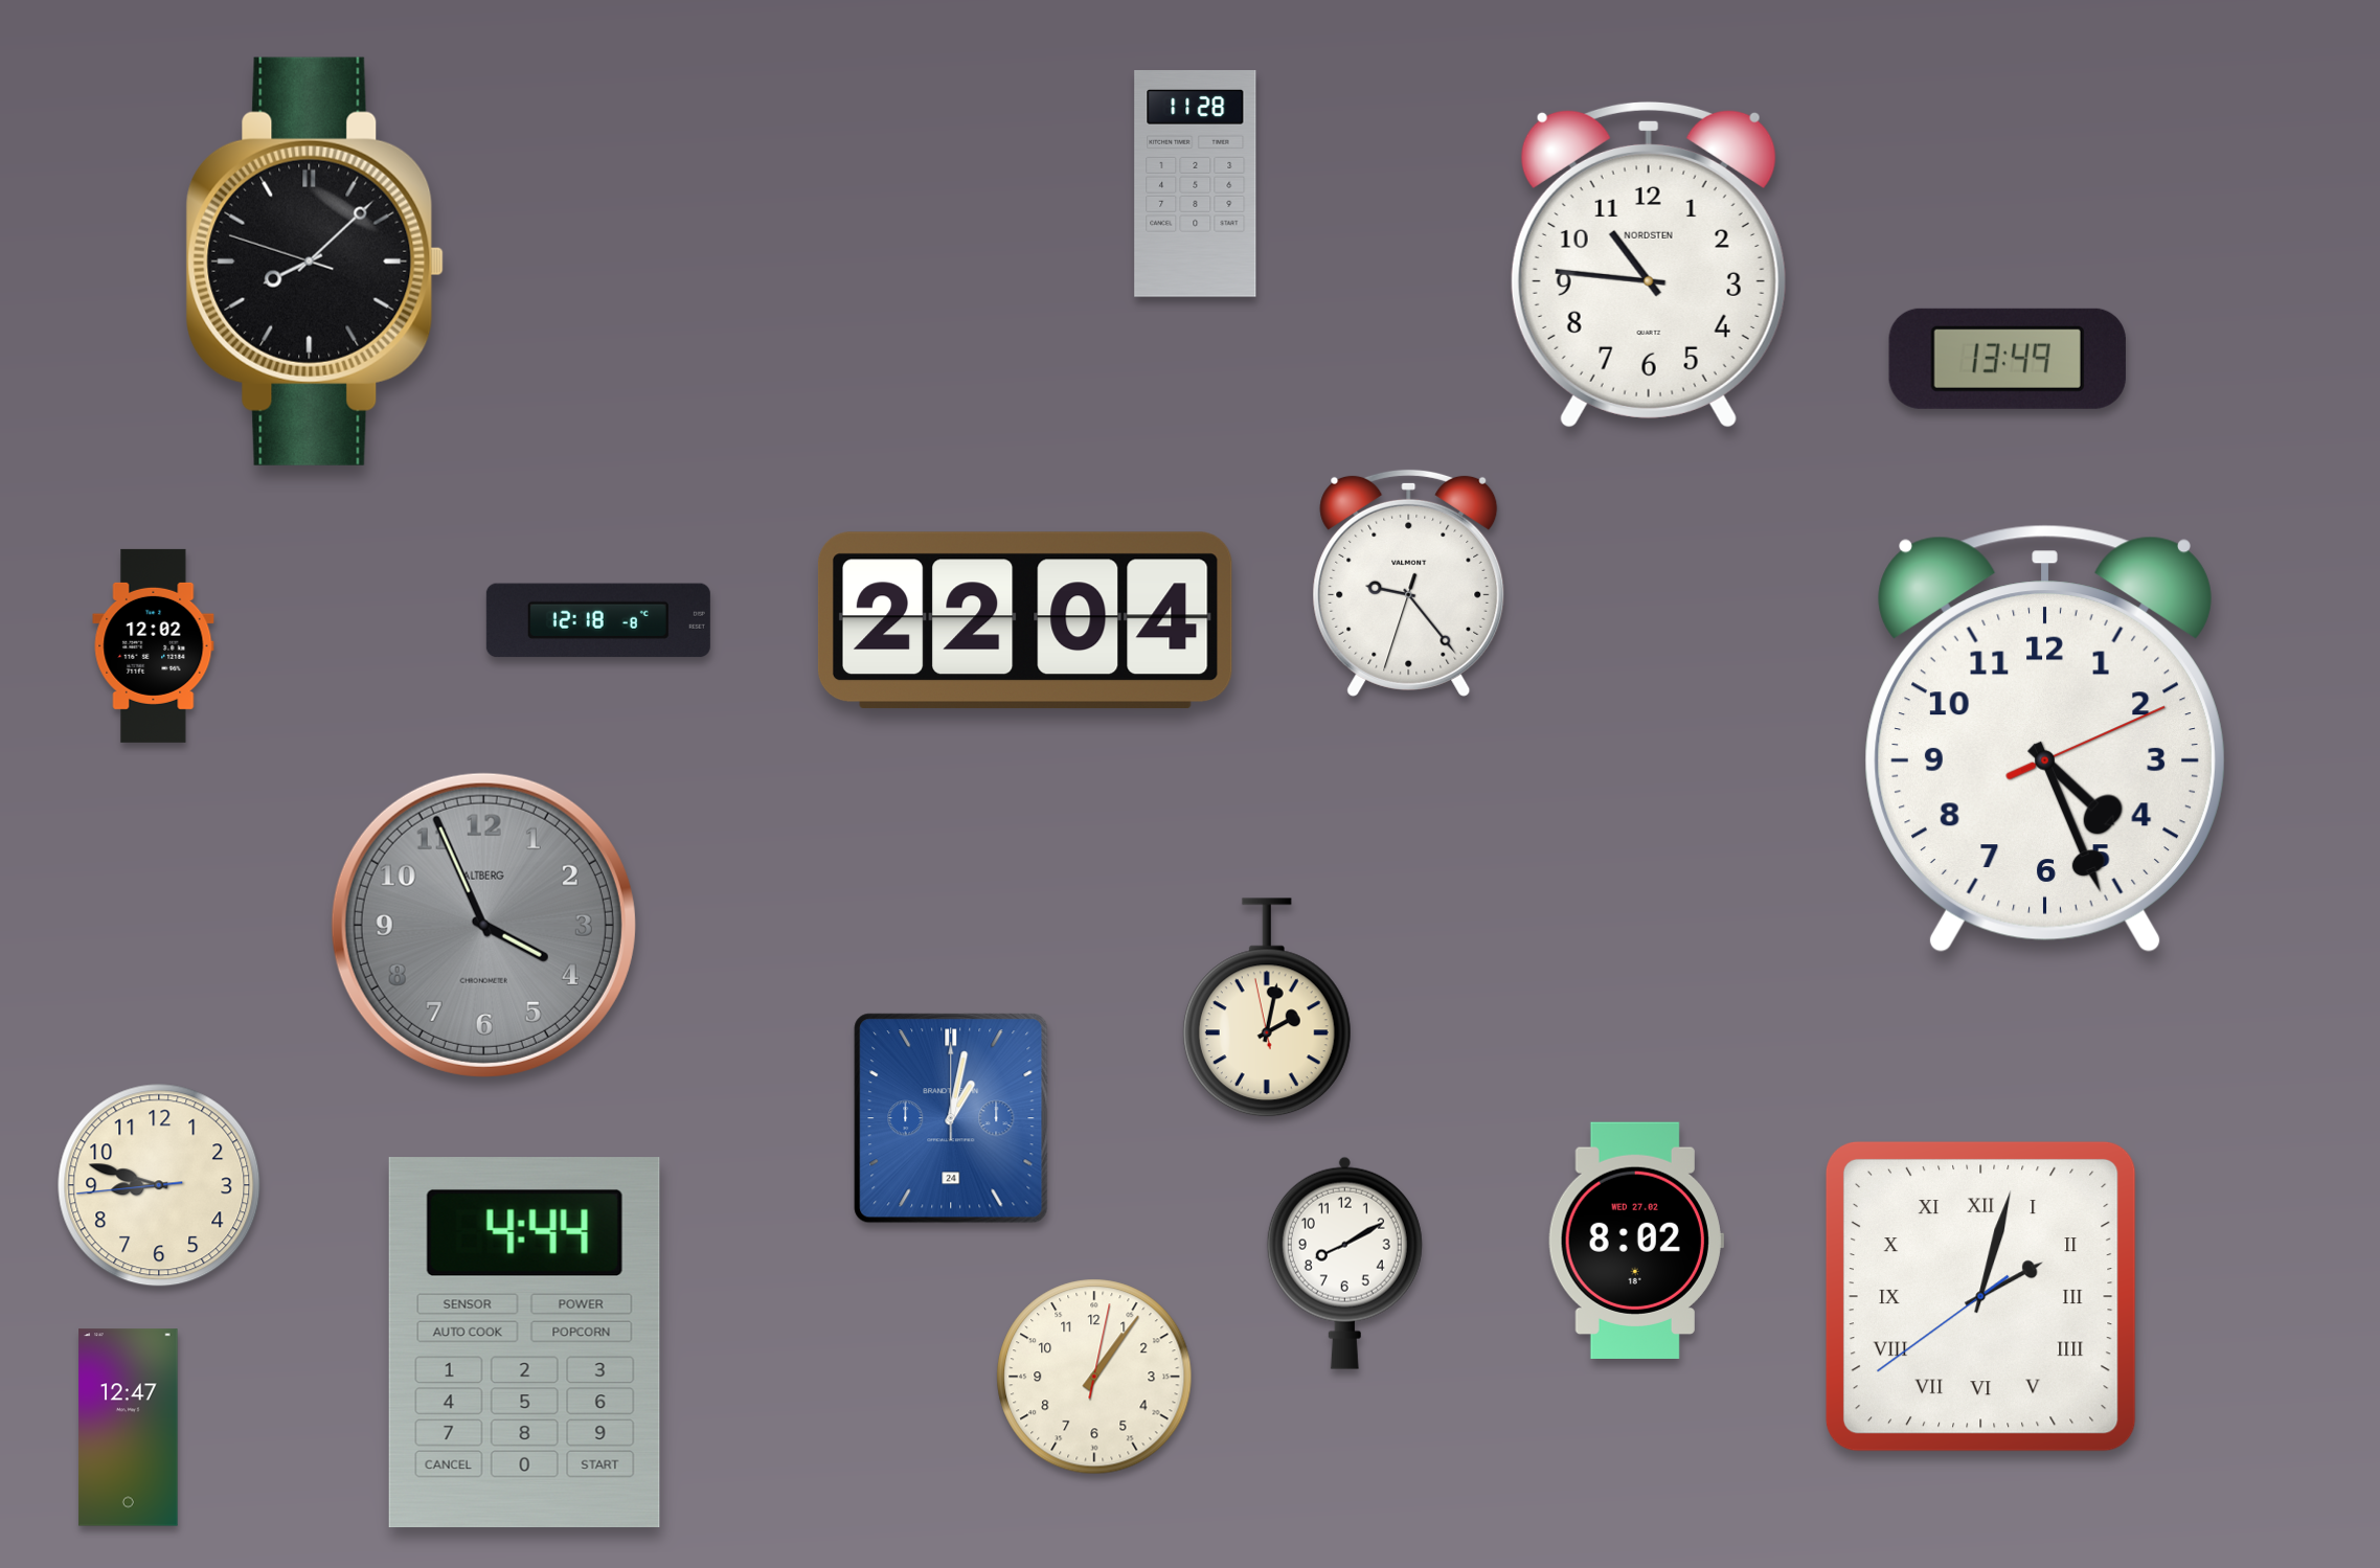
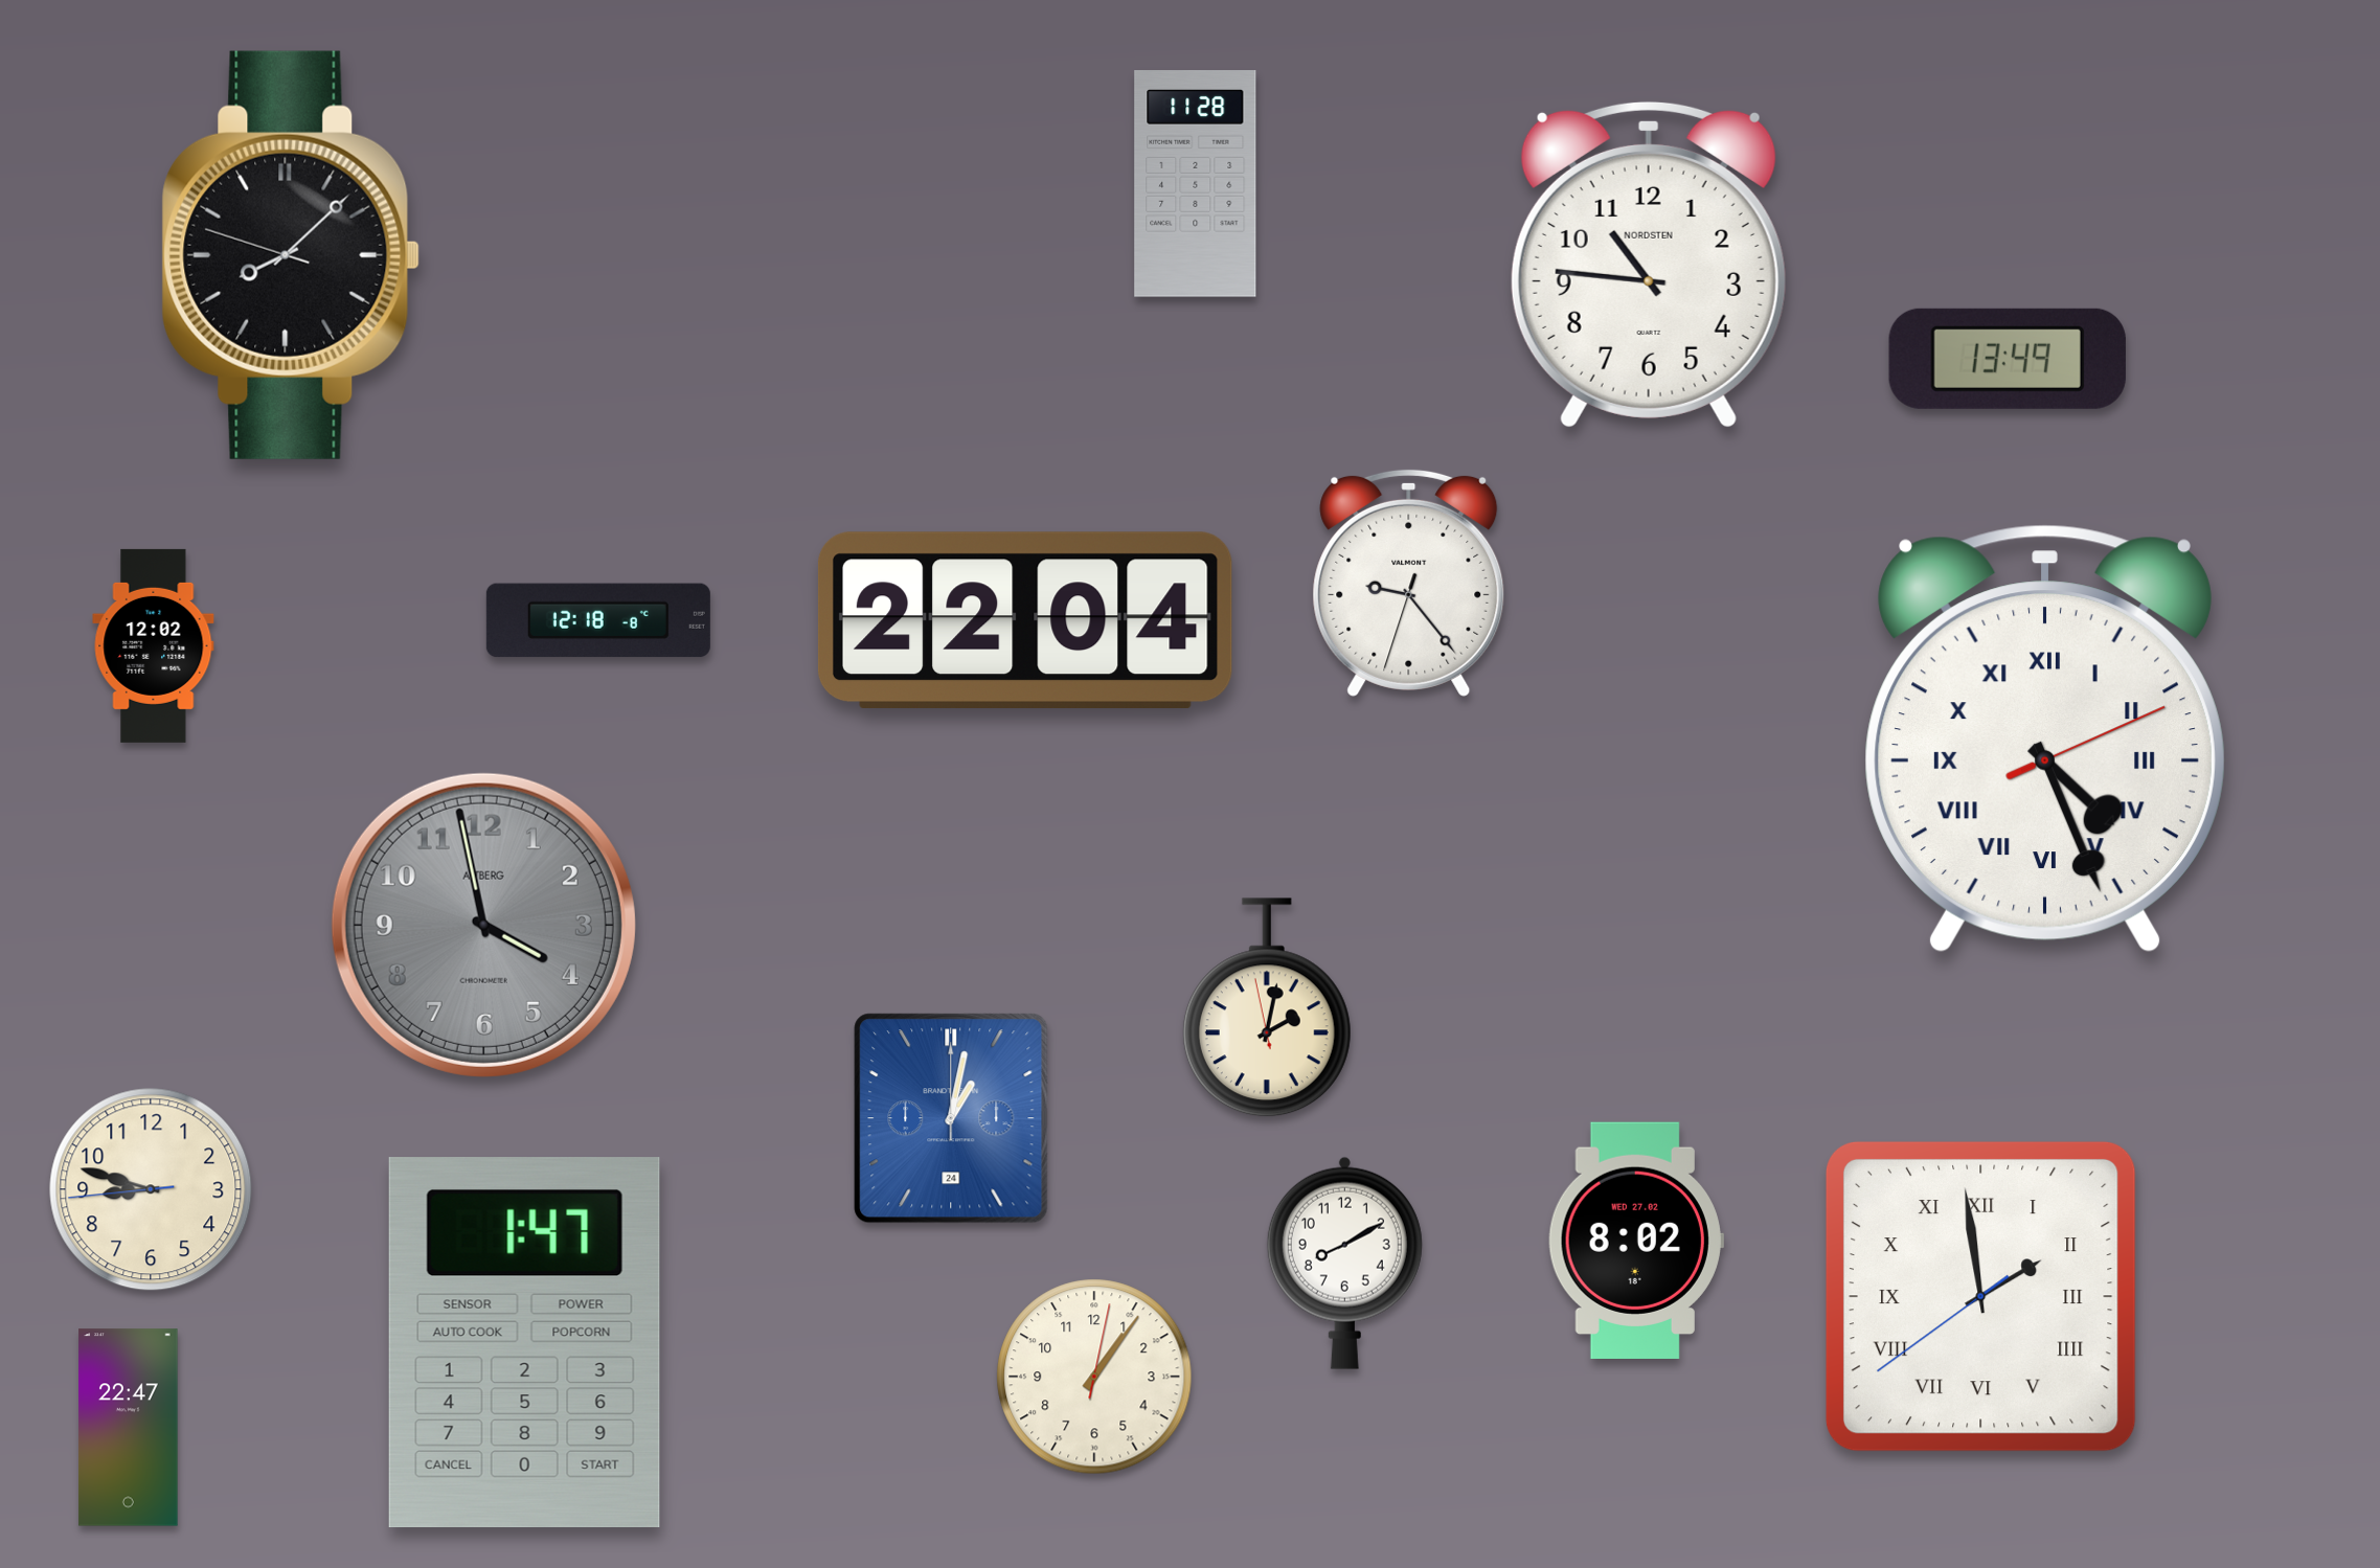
clock at (315, 262) position: (315, 262) -> (291, 255)
clock at (2045, 740) numerals: Arabic -> Roman
clock at (483, 925): 3:56 -> 3:58
clock at (159, 1185) position: (159, 1185) -> (151, 1189)
clock at (1980, 1296): 2:02 -> 1:58
clock at (524, 1343): 4:44 -> 1:47
clock at (129, 1428): 12:47 -> 22:47
